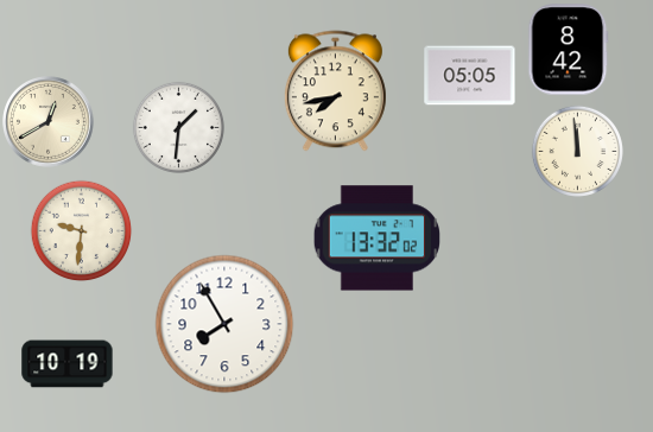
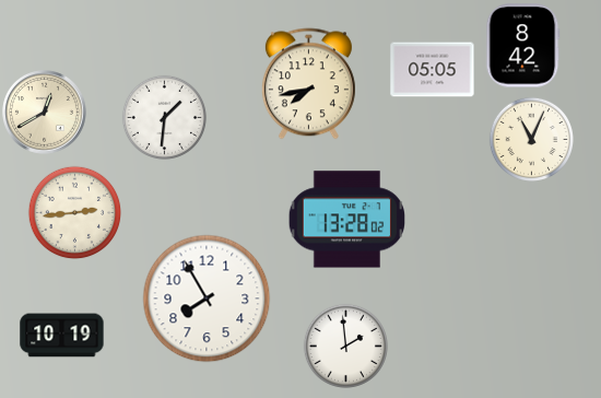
clock at (577, 151): 11:59 -> 11:04
clock at (81, 230): 9:31 -> 2:44
clock at (378, 239): 13:32 -> 13:28
clock at (345, 346): none -> 1:59
